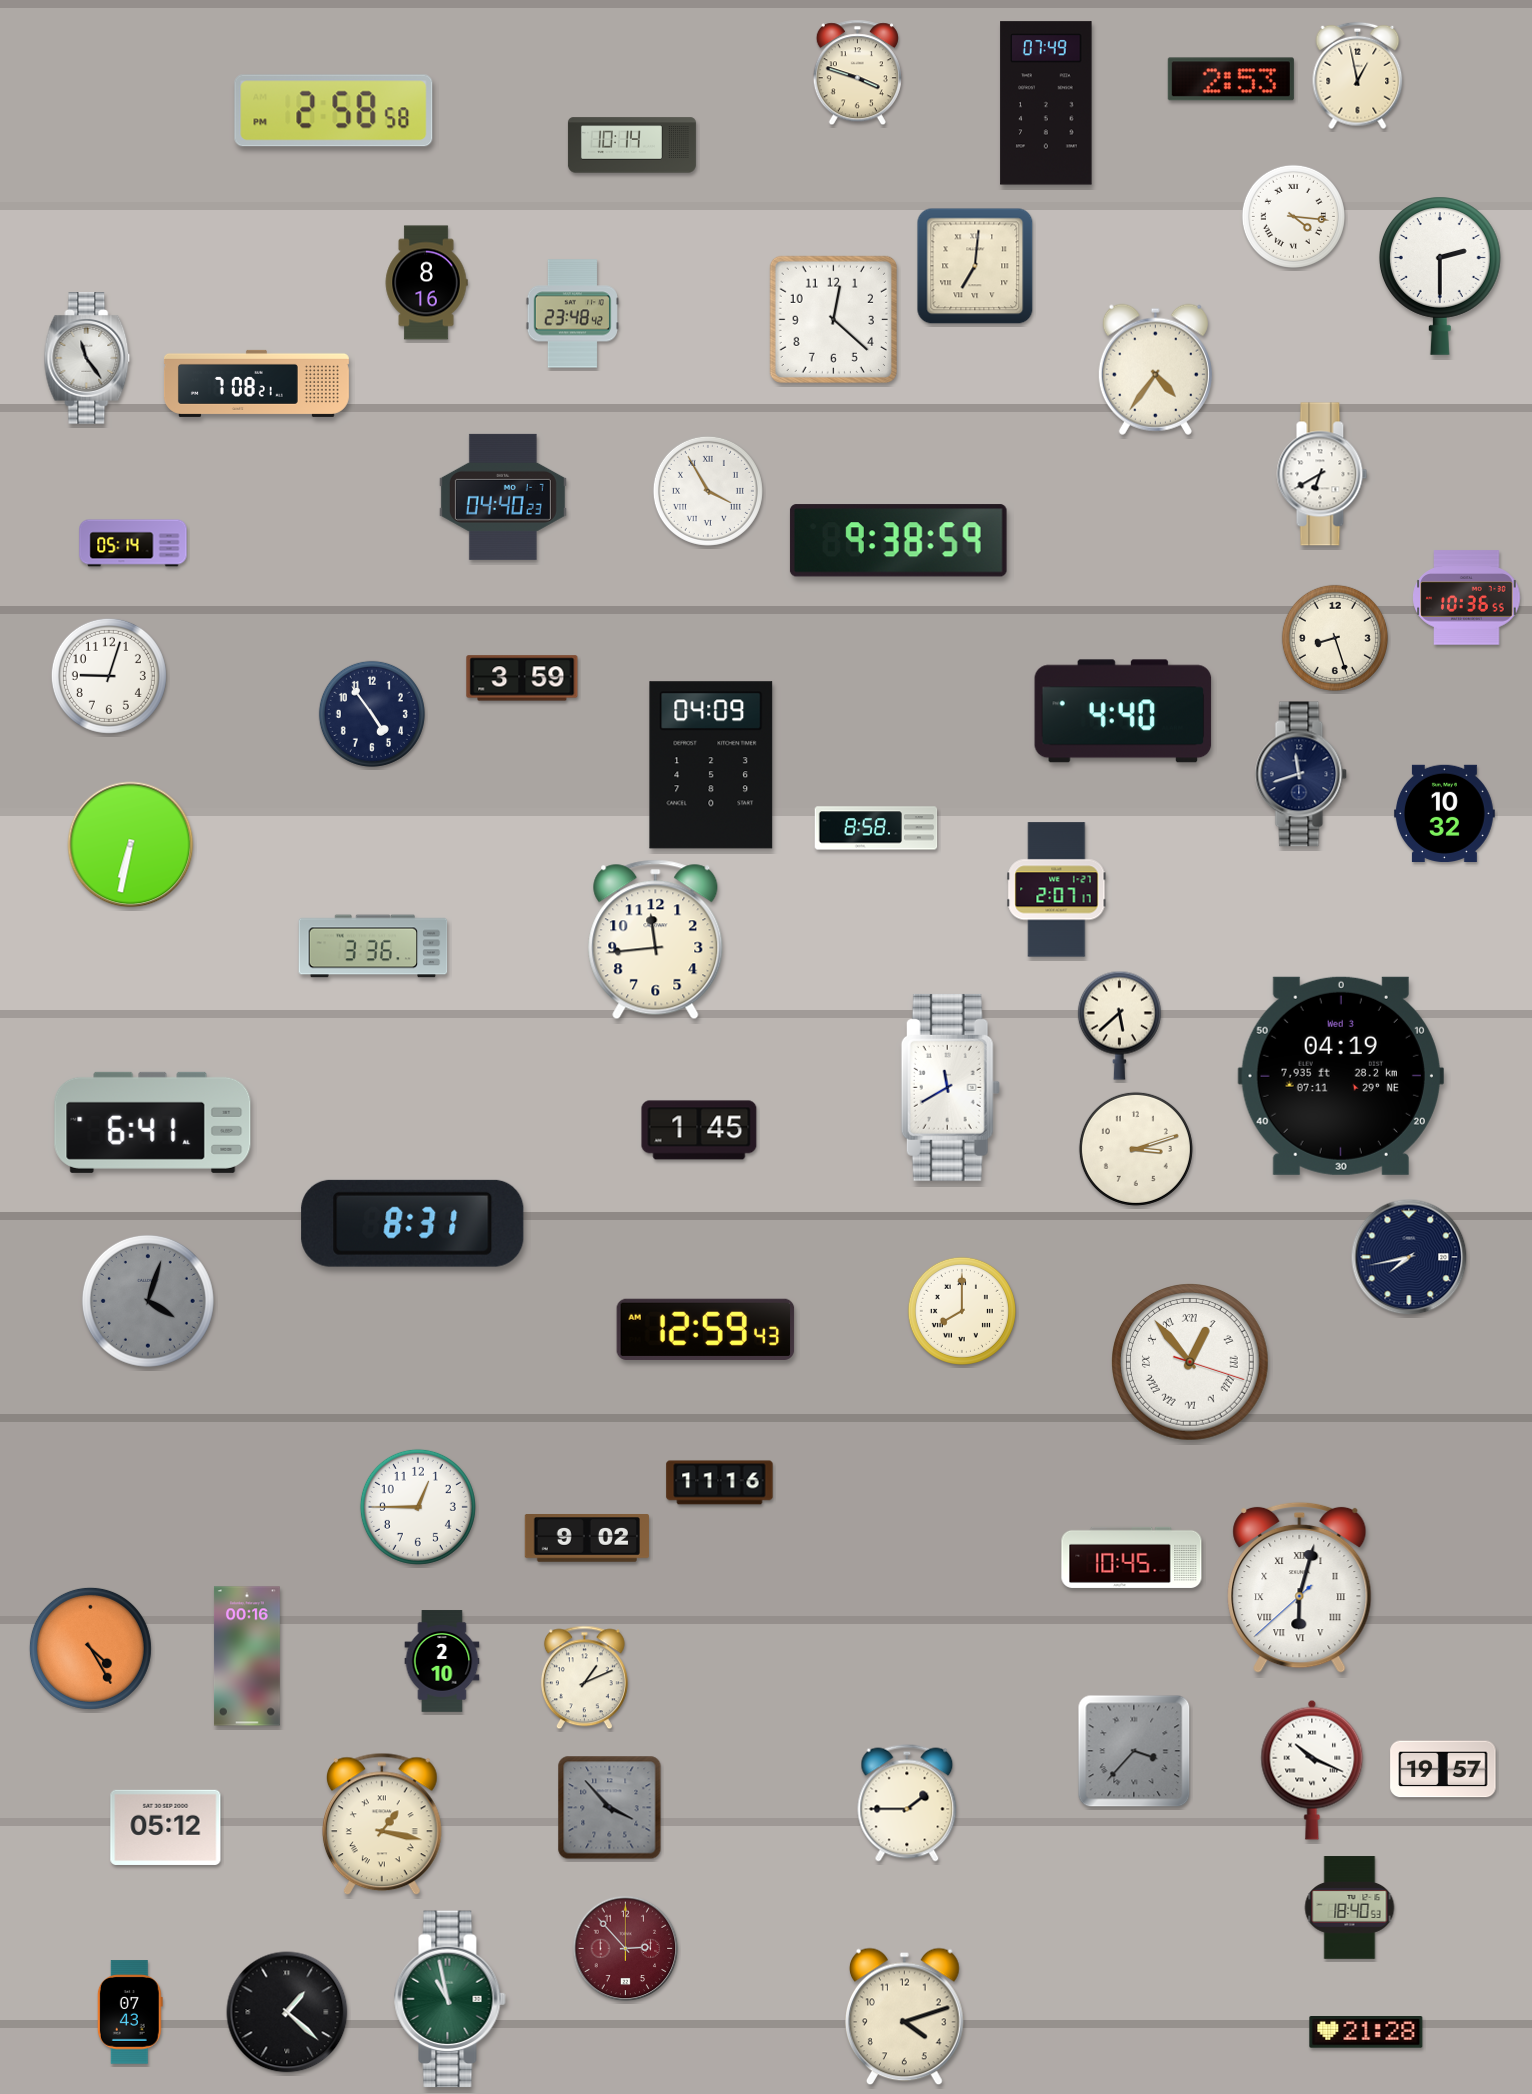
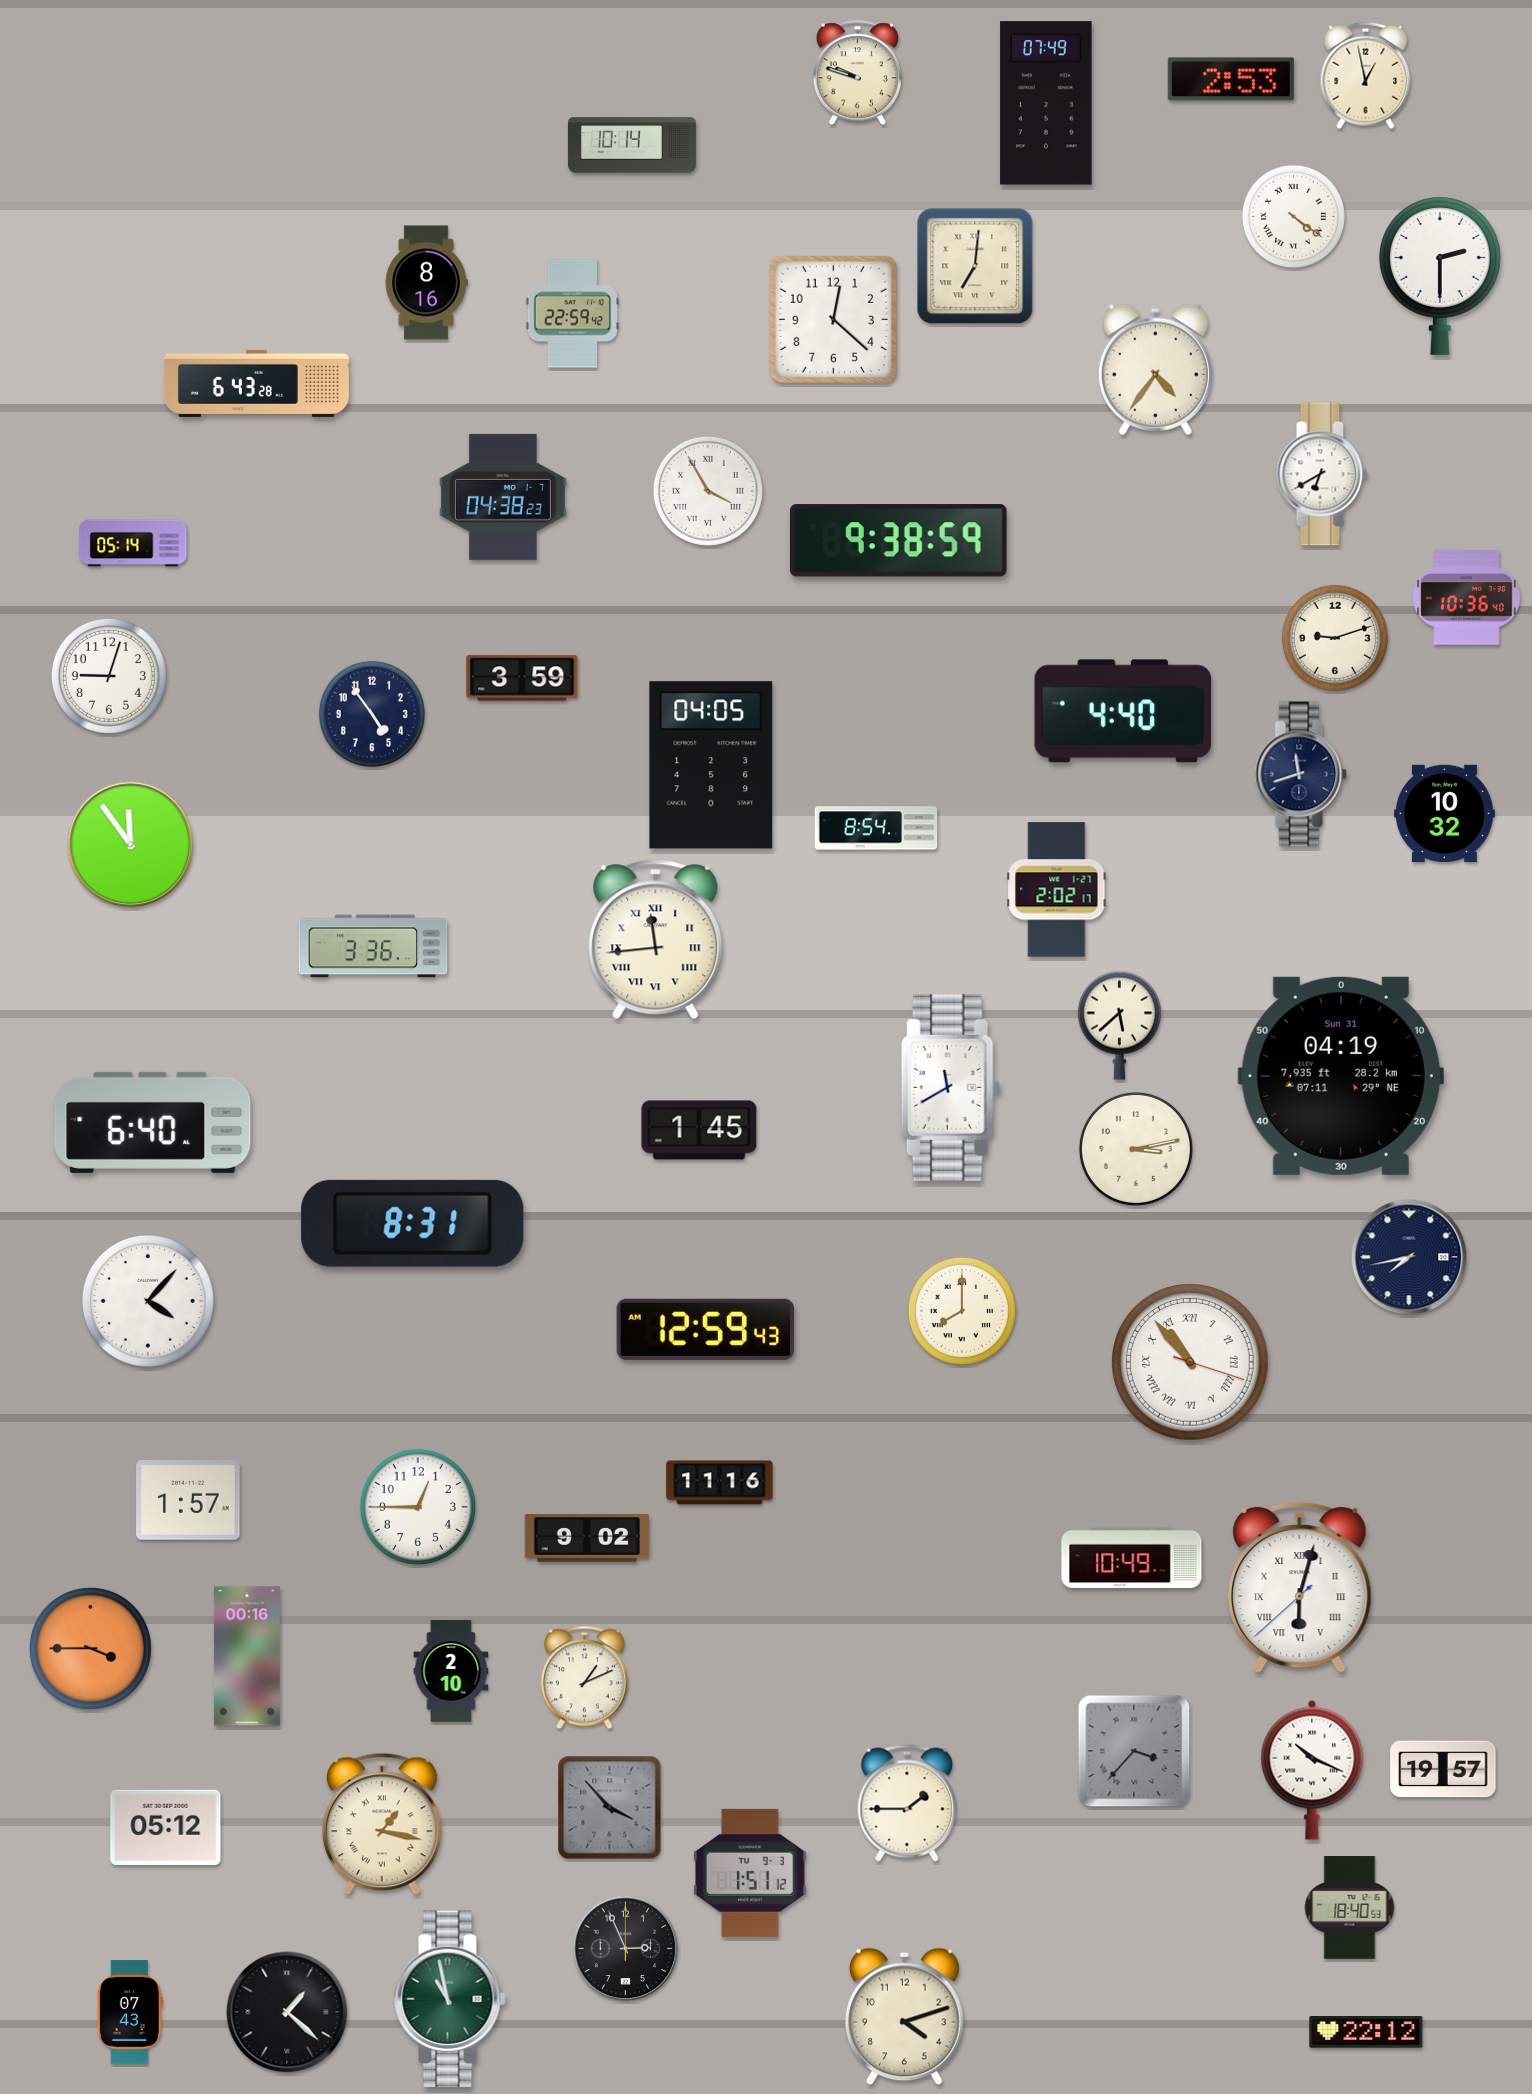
clock at (857, 73): 3:48 -> 9:48
clock at (1358, 76) position: (1358, 76) -> (1366, 76)
clock at (334, 111): 2:58 -> none
clock at (1293, 216): 4:16 -> 4:21
clock at (572, 314): 23:48 -> 22:59
clock at (87, 358): 11:24 -> none
clock at (256, 383): 7:08 -> 6:43
clock at (503, 497): 04:40 -> 04:38
clock at (1467, 598): 10:36:55 -> 10:36:40
clock at (1335, 638): 8:27 -> 9:12
clock at (711, 765): 04:09 -> 04:05
clock at (876, 828): 8:58 -> 8:54
clock at (131, 845): 6:32 -> 11:54
clock at (1057, 890): 2:07 -> 2:02
clock at (656, 940) numerals: Arabic -> Roman
clock at (1341, 1076) date: Wed 3 -> Sun 31
clock at (153, 1122): 6:41 -> 6:40
clock at (1136, 1149): 3:12 -> 3:13
clock at (148, 1301): 4:03 -> 4:07
clock at (148, 1301) dial: grey -> white
clock at (1191, 1363): 12:53 -> 10:53
clock at (188, 1500): none -> 1:57
clock at (1132, 1557): 10:45 -> 10:49
clock at (90, 1648): 4:25 -> 3:45
clock at (442, 1661) position: (442, 1661) -> (451, 1671)
clock at (750, 1873): none -> 1:51
clock at (626, 1949): 2:53 -> 2:56
clock at (626, 1949) dial: burgundy -> black
clock at (1366, 2032): 21:28 -> 22:12
